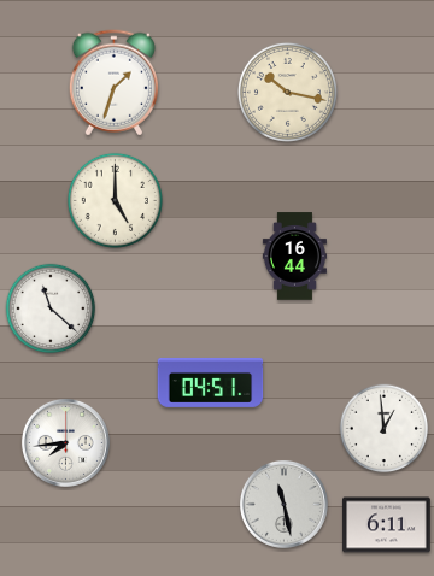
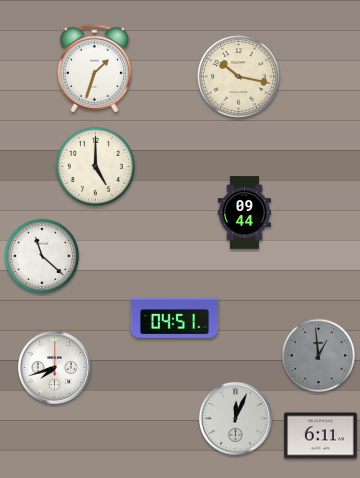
clock at (294, 257): 16:44 -> 09:44
clock at (385, 429) dial: white -> grey
clock at (65, 442): 7:44 -> 7:42
clock at (283, 504): 11:28 -> 12:04
